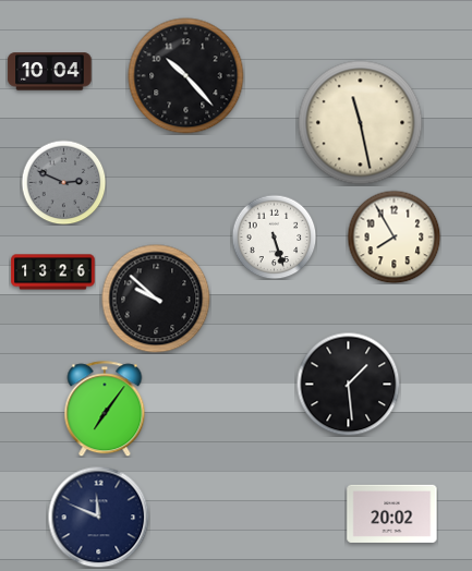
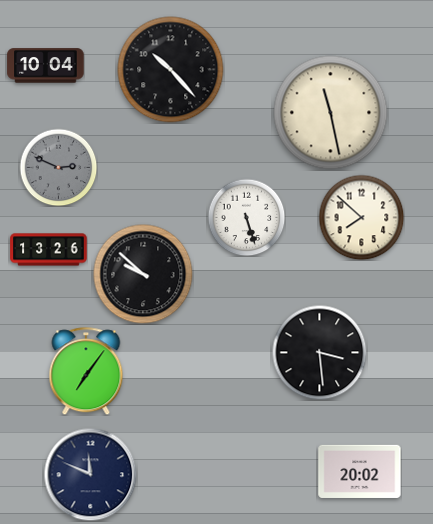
clock at (274, 236) position: (274, 236) -> (246, 217)
clock at (394, 236): 7:55 -> 7:52
clock at (348, 384): 1:29 -> 3:29
clock at (105, 409) position: (105, 409) -> (86, 371)
